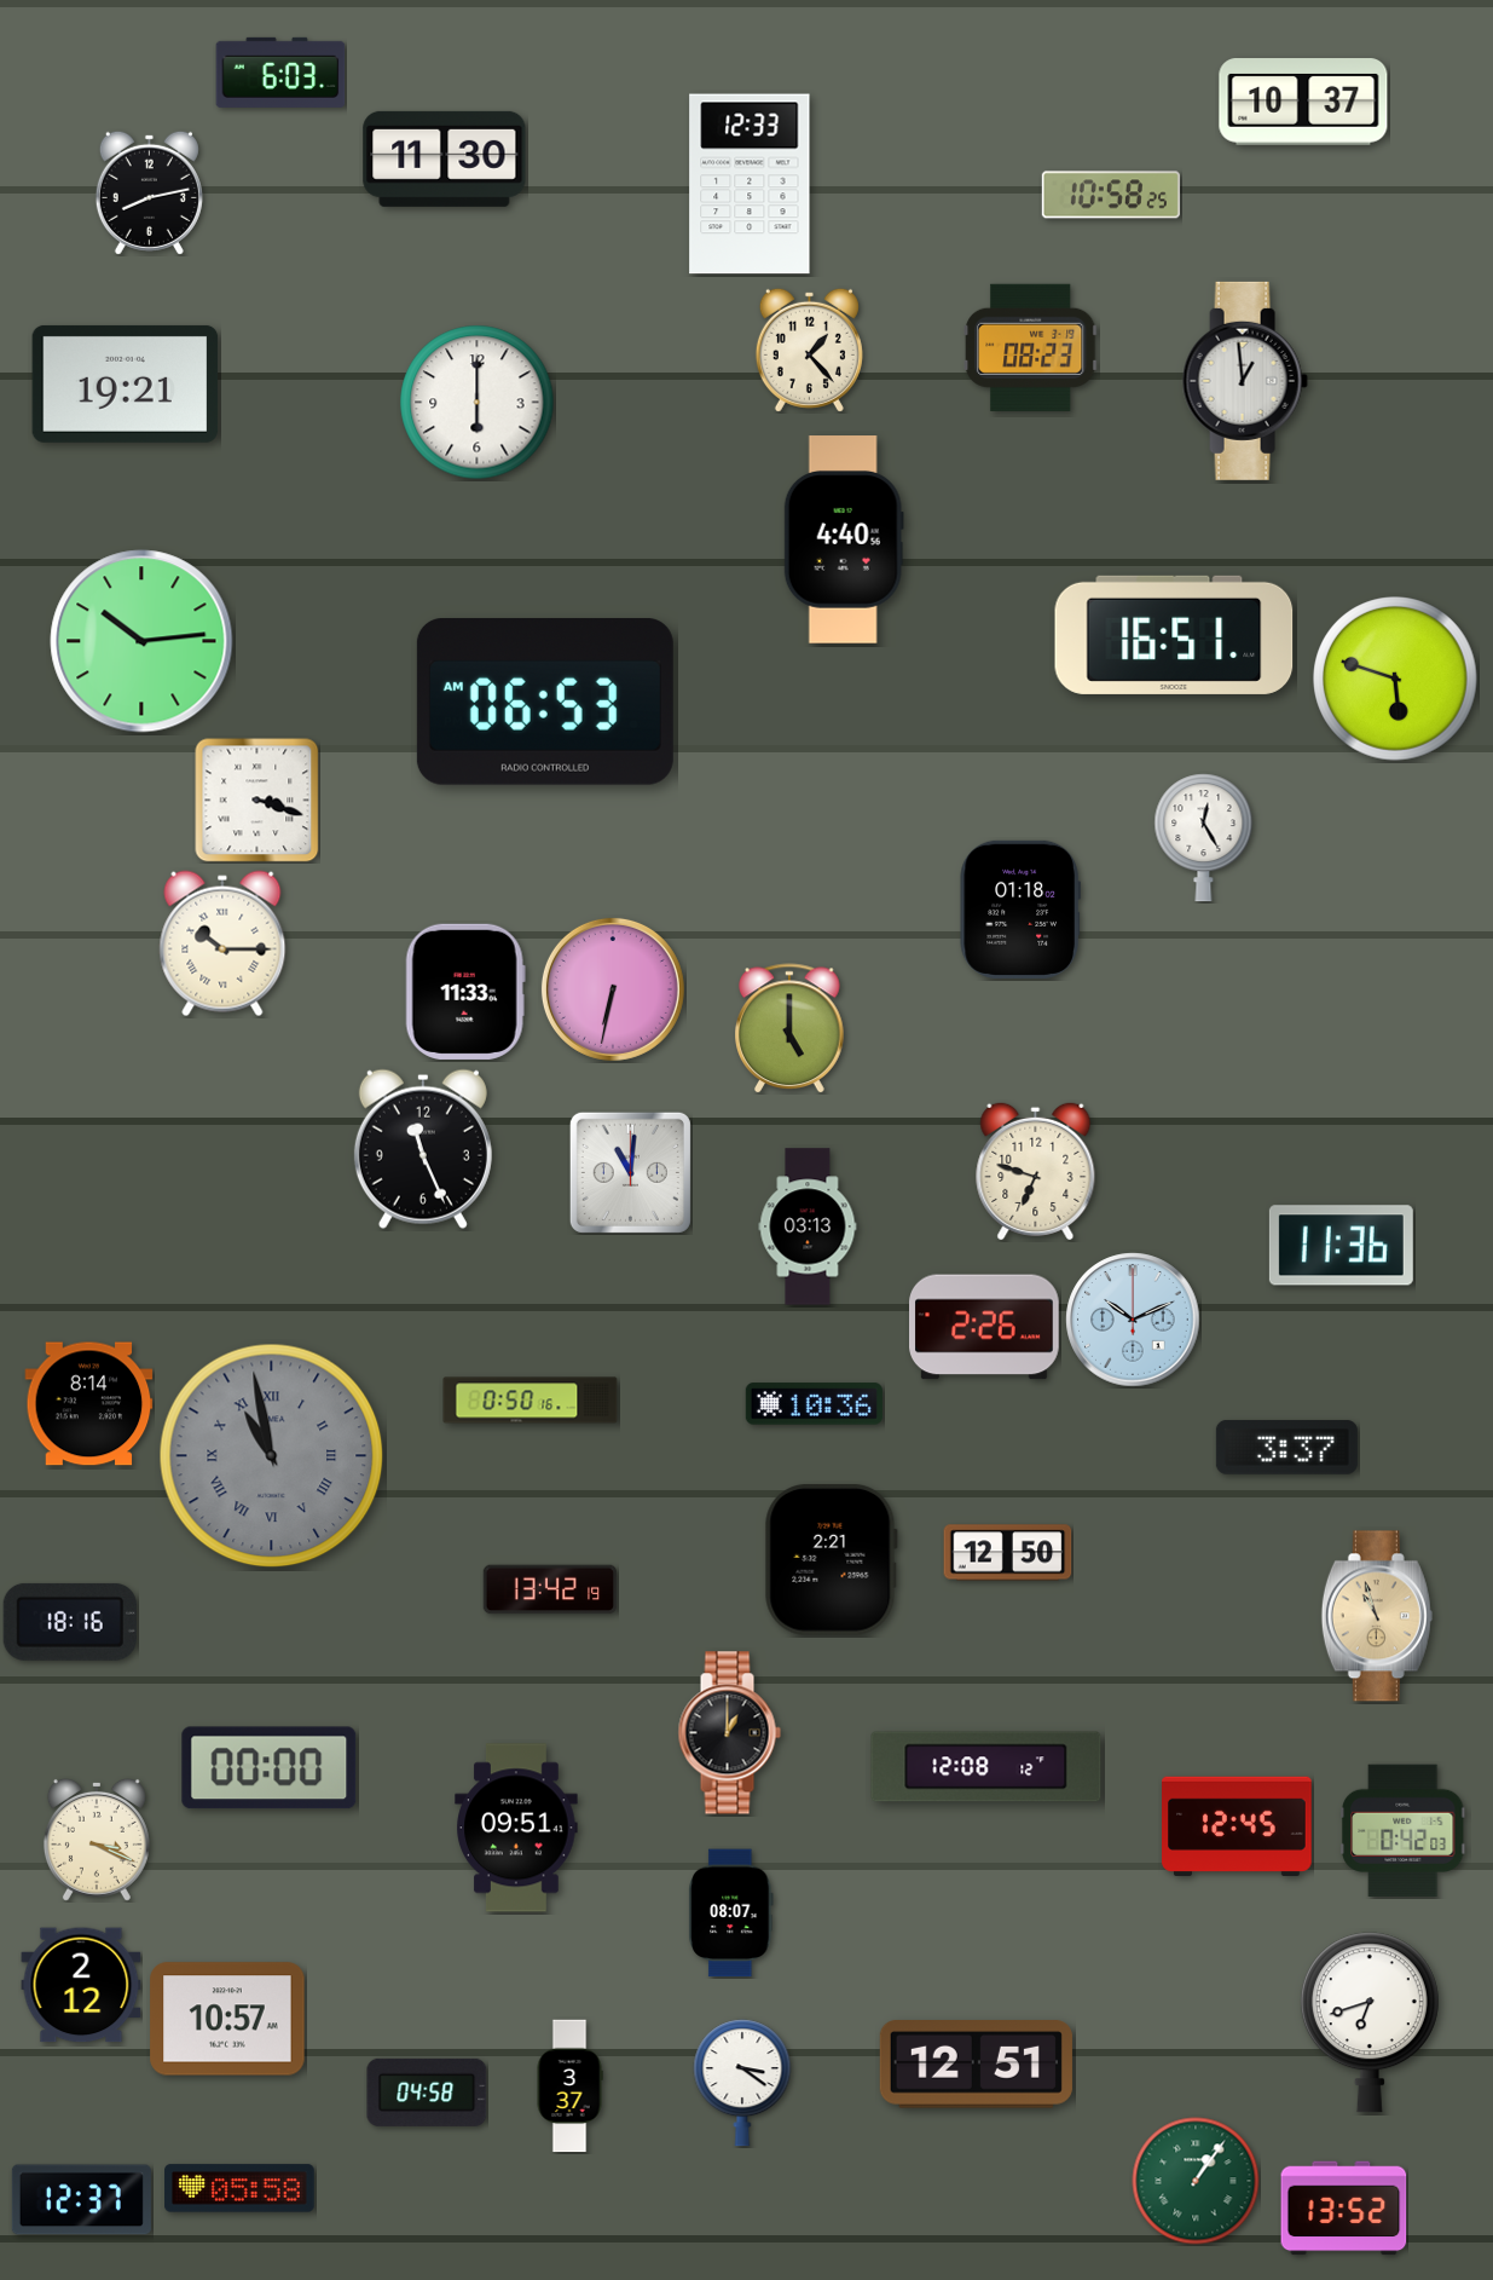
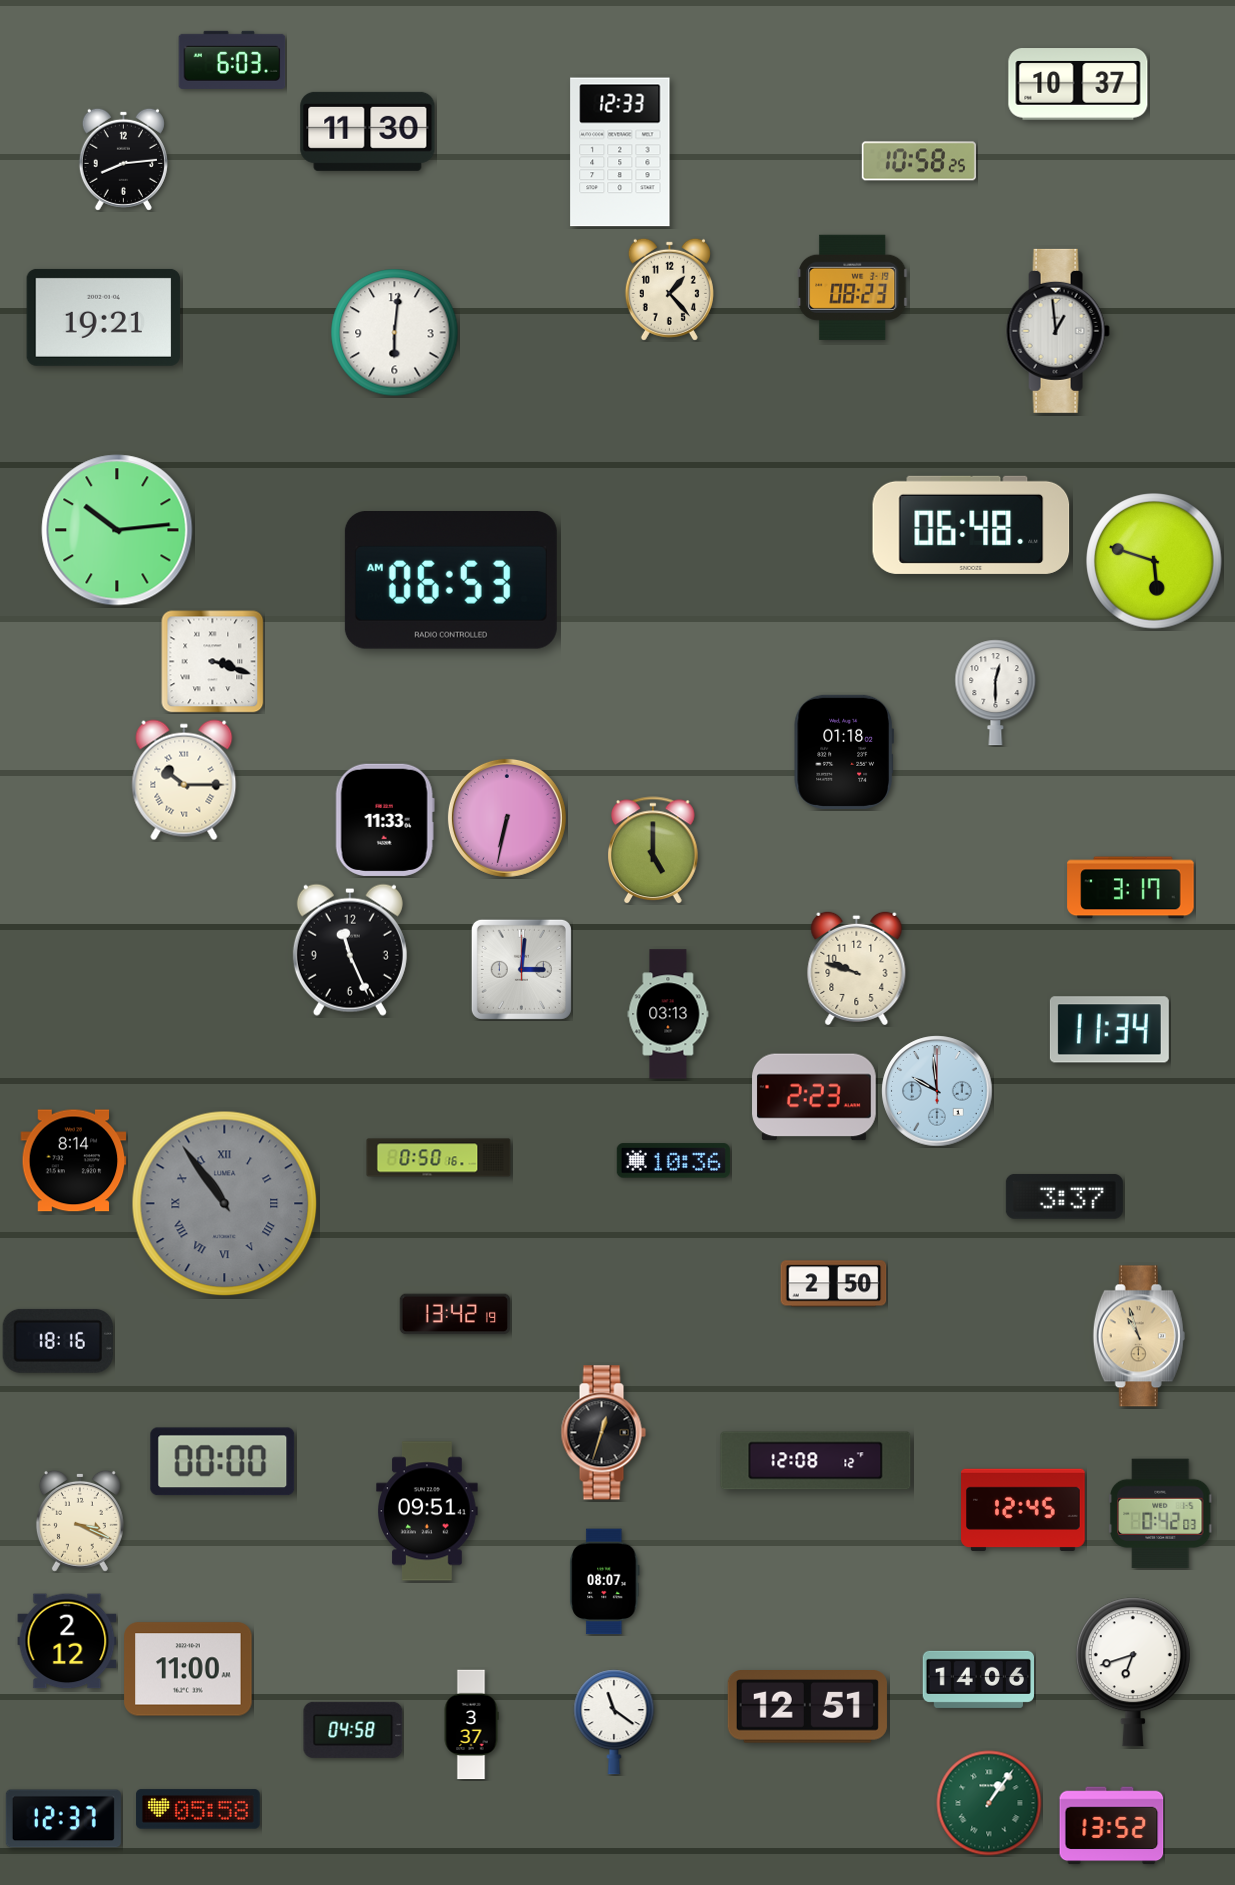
clock at (149, 192): 8:13 -> 8:14
clock at (1245, 381) position: (1245, 381) -> (1058, 331)
clock at (478, 403): 6:00 -> 6:01
clock at (844, 539): 4:40 -> none
clock at (1174, 635): 16:51 -> 06:48
clock at (1204, 838): 12:25 -> 12:30
clock at (1131, 888): none -> 3:17
clock at (1036, 1171): 6:48 -> 9:48
clock at (630, 1172): 11:01 -> 3:01
clock at (1341, 1246): 11:36 -> 11:34
clock at (1133, 1320): 10:11 -> 9:59
clock at (985, 1327): 2:26 -> 2:23
clock at (272, 1456): 10:58 -> 10:54
clock at (1008, 1553): 12:50 -> 2:50
clock at (831, 1559): 2:21 -> none
clock at (729, 1733): 1:00 -> 12:33
clock at (227, 2019): 10:57 -> 11:00
clock at (978, 1679): none -> 14:06
clock at (742, 2083): 3:21 -> 11:21
clock at (81, 2200) position: (81, 2200) -> (63, 1819)
